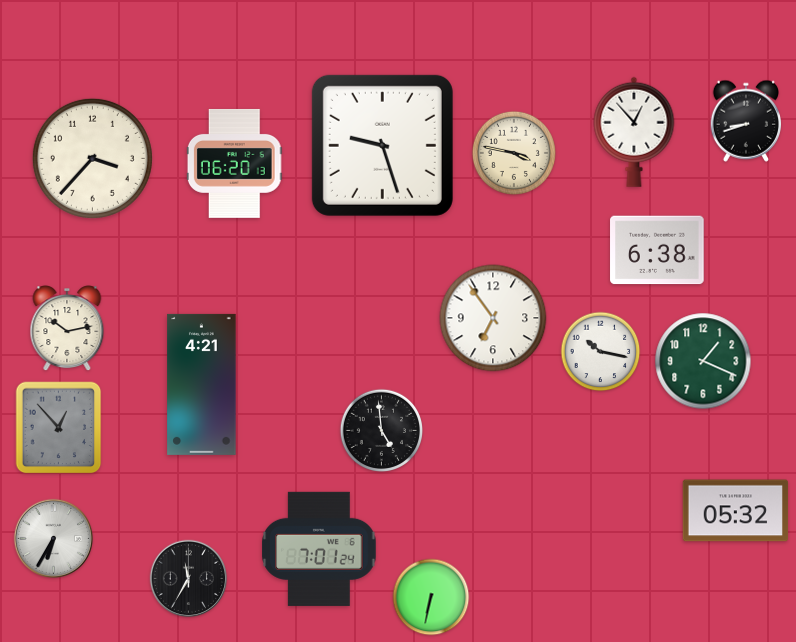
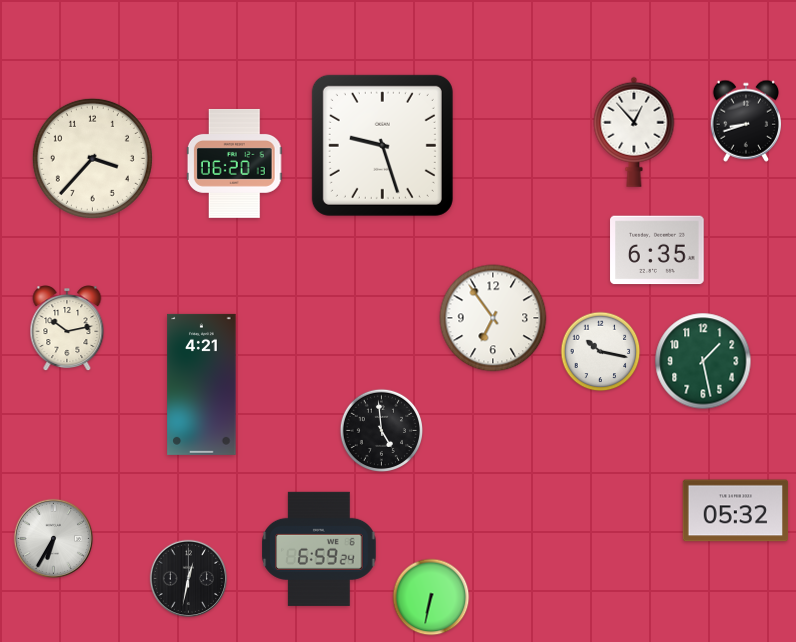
clock at (514, 153): 3:47 -> none
clock at (657, 250): 6:38 -> 6:35
clock at (703, 361): 1:19 -> 1:28
clock at (59, 428): 12:53 -> none
clock at (319, 549): 7:01 -> 6:59
clock at (189, 579): 11:35 -> 12:32
